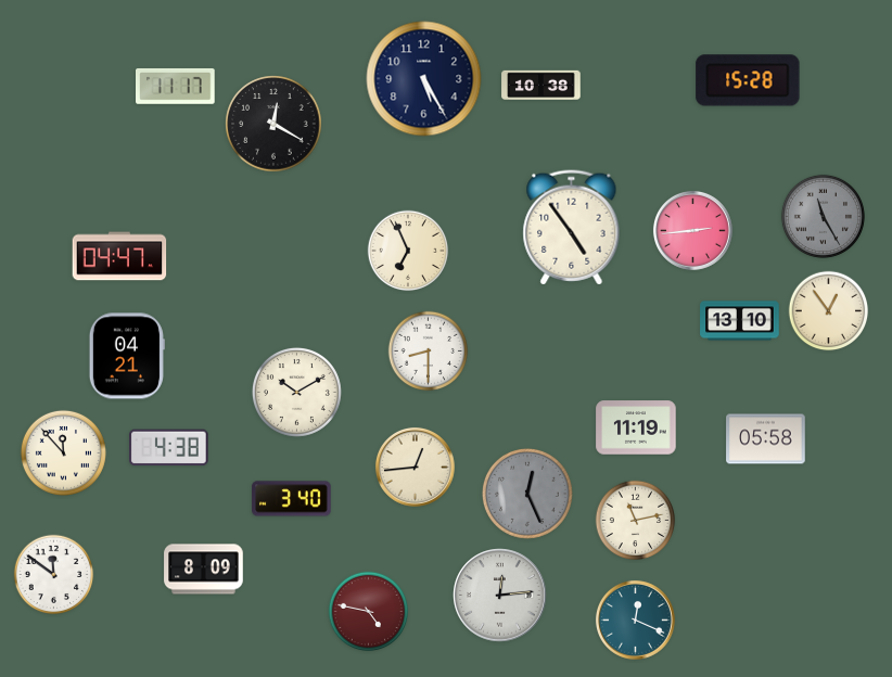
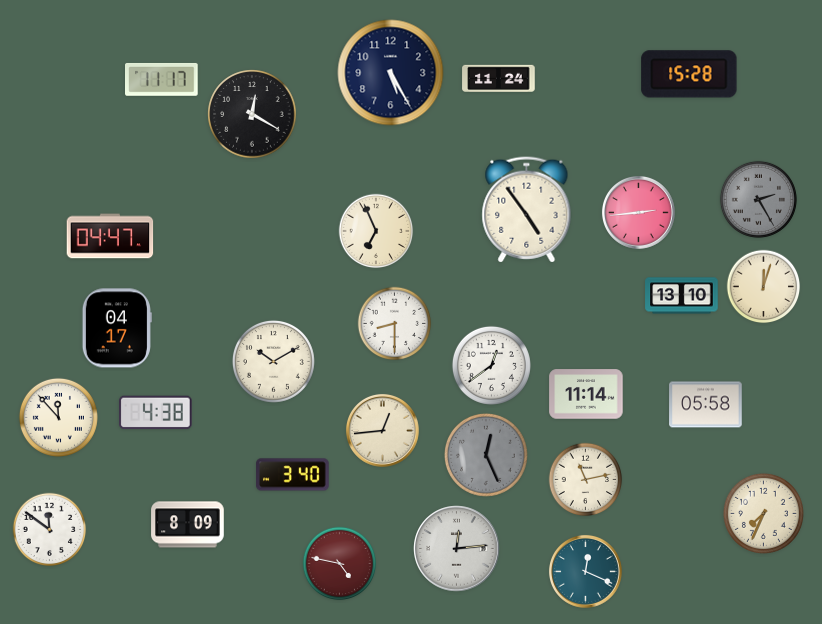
clock at (541, 85): 10:38 -> 11:24
clock at (823, 216): 11:25 -> 2:25
clock at (829, 311): 12:54 -> 12:03
clock at (127, 356): 04:21 -> 04:17
clock at (491, 365): none -> 12:39
clock at (636, 427): 11:19 -> 11:14
clock at (292, 499) position: (292, 499) -> (293, 475)
clock at (763, 513): none -> 7:34
clock at (500, 596) position: (500, 596) -> (457, 549)
